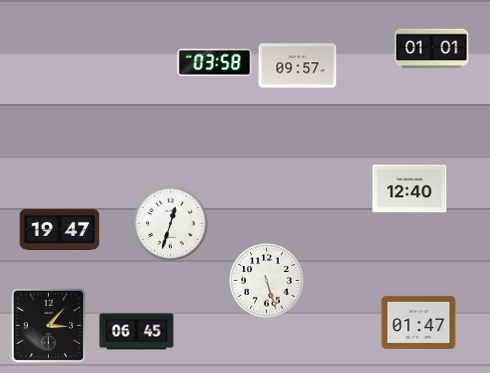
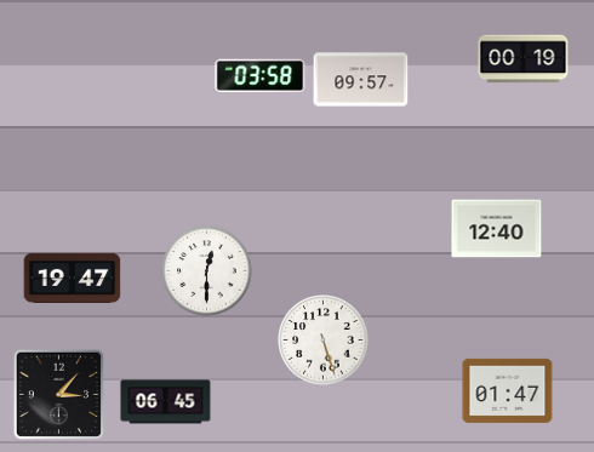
clock at (432, 49): 01:01 -> 00:19
clock at (171, 224): 12:33 -> 12:30
